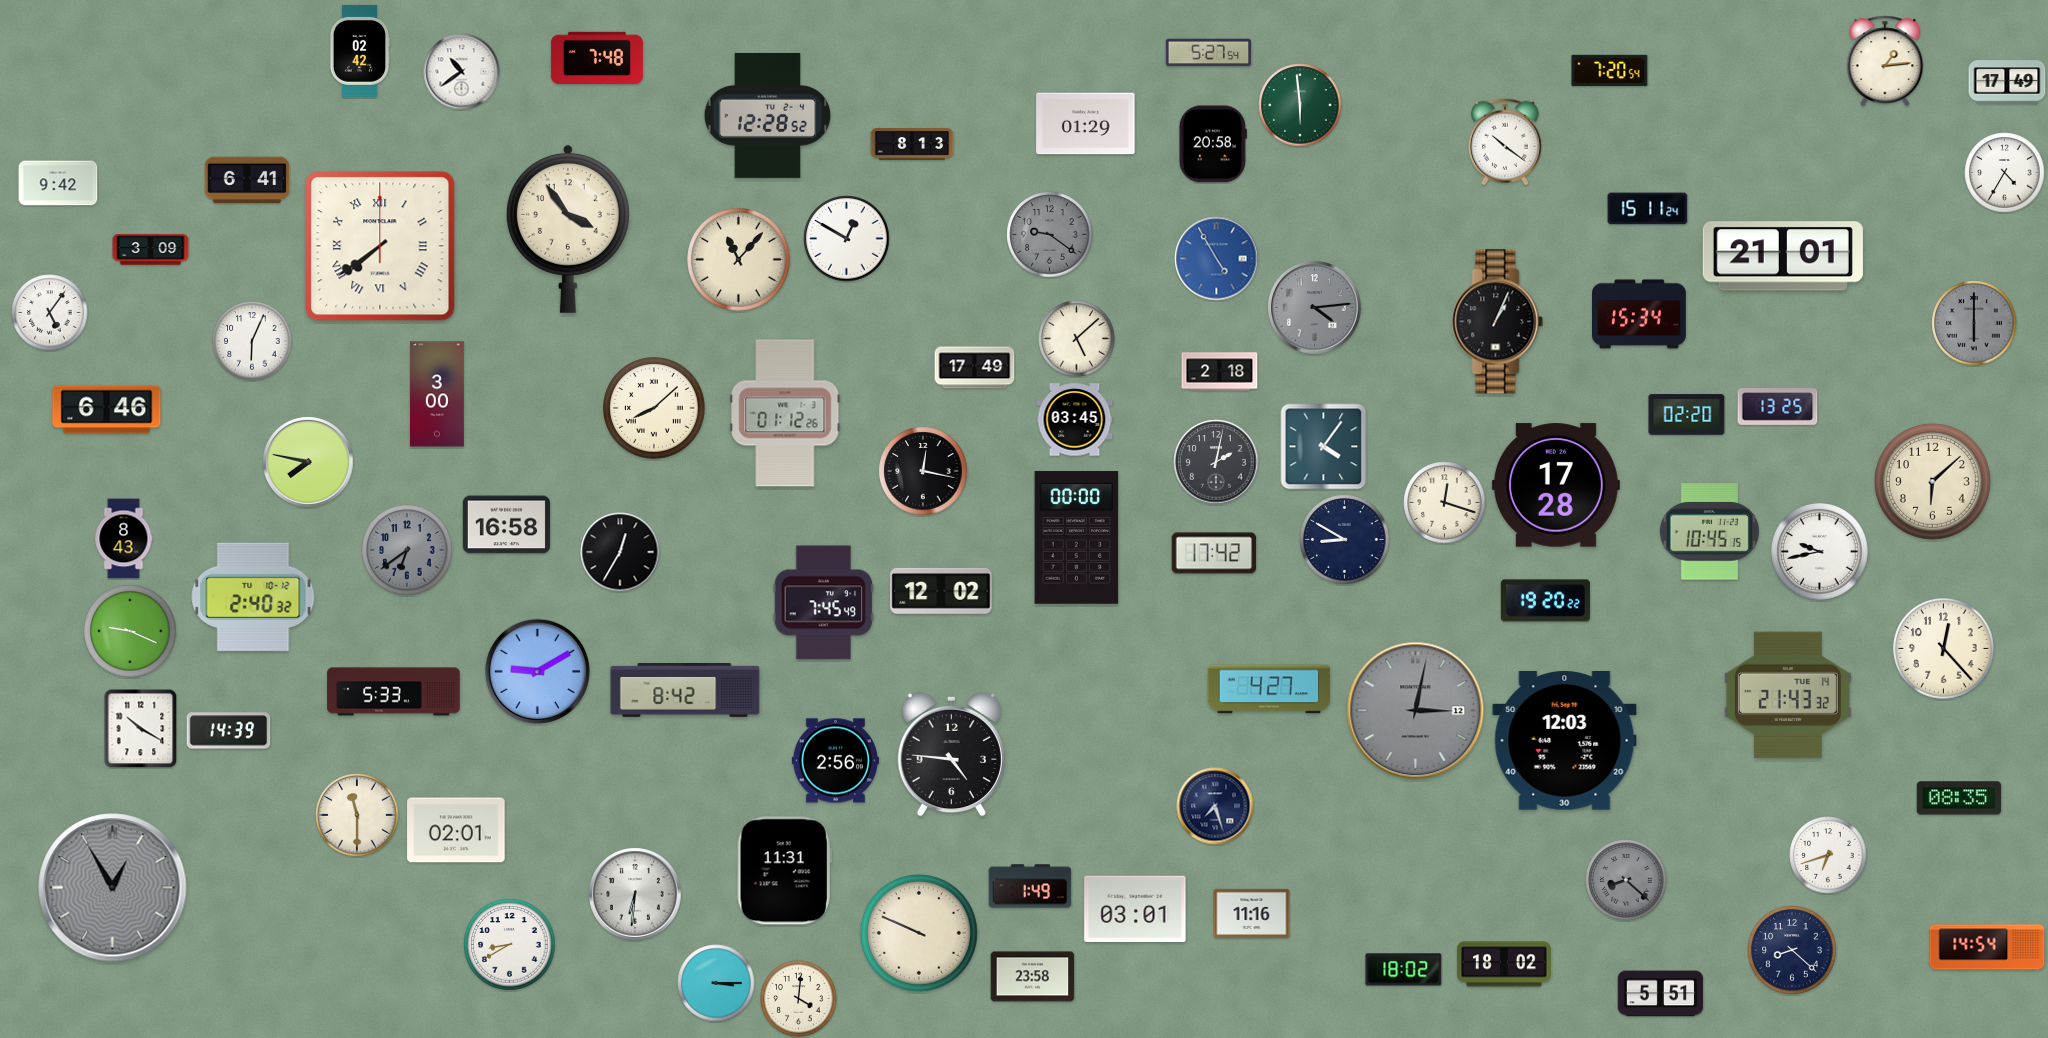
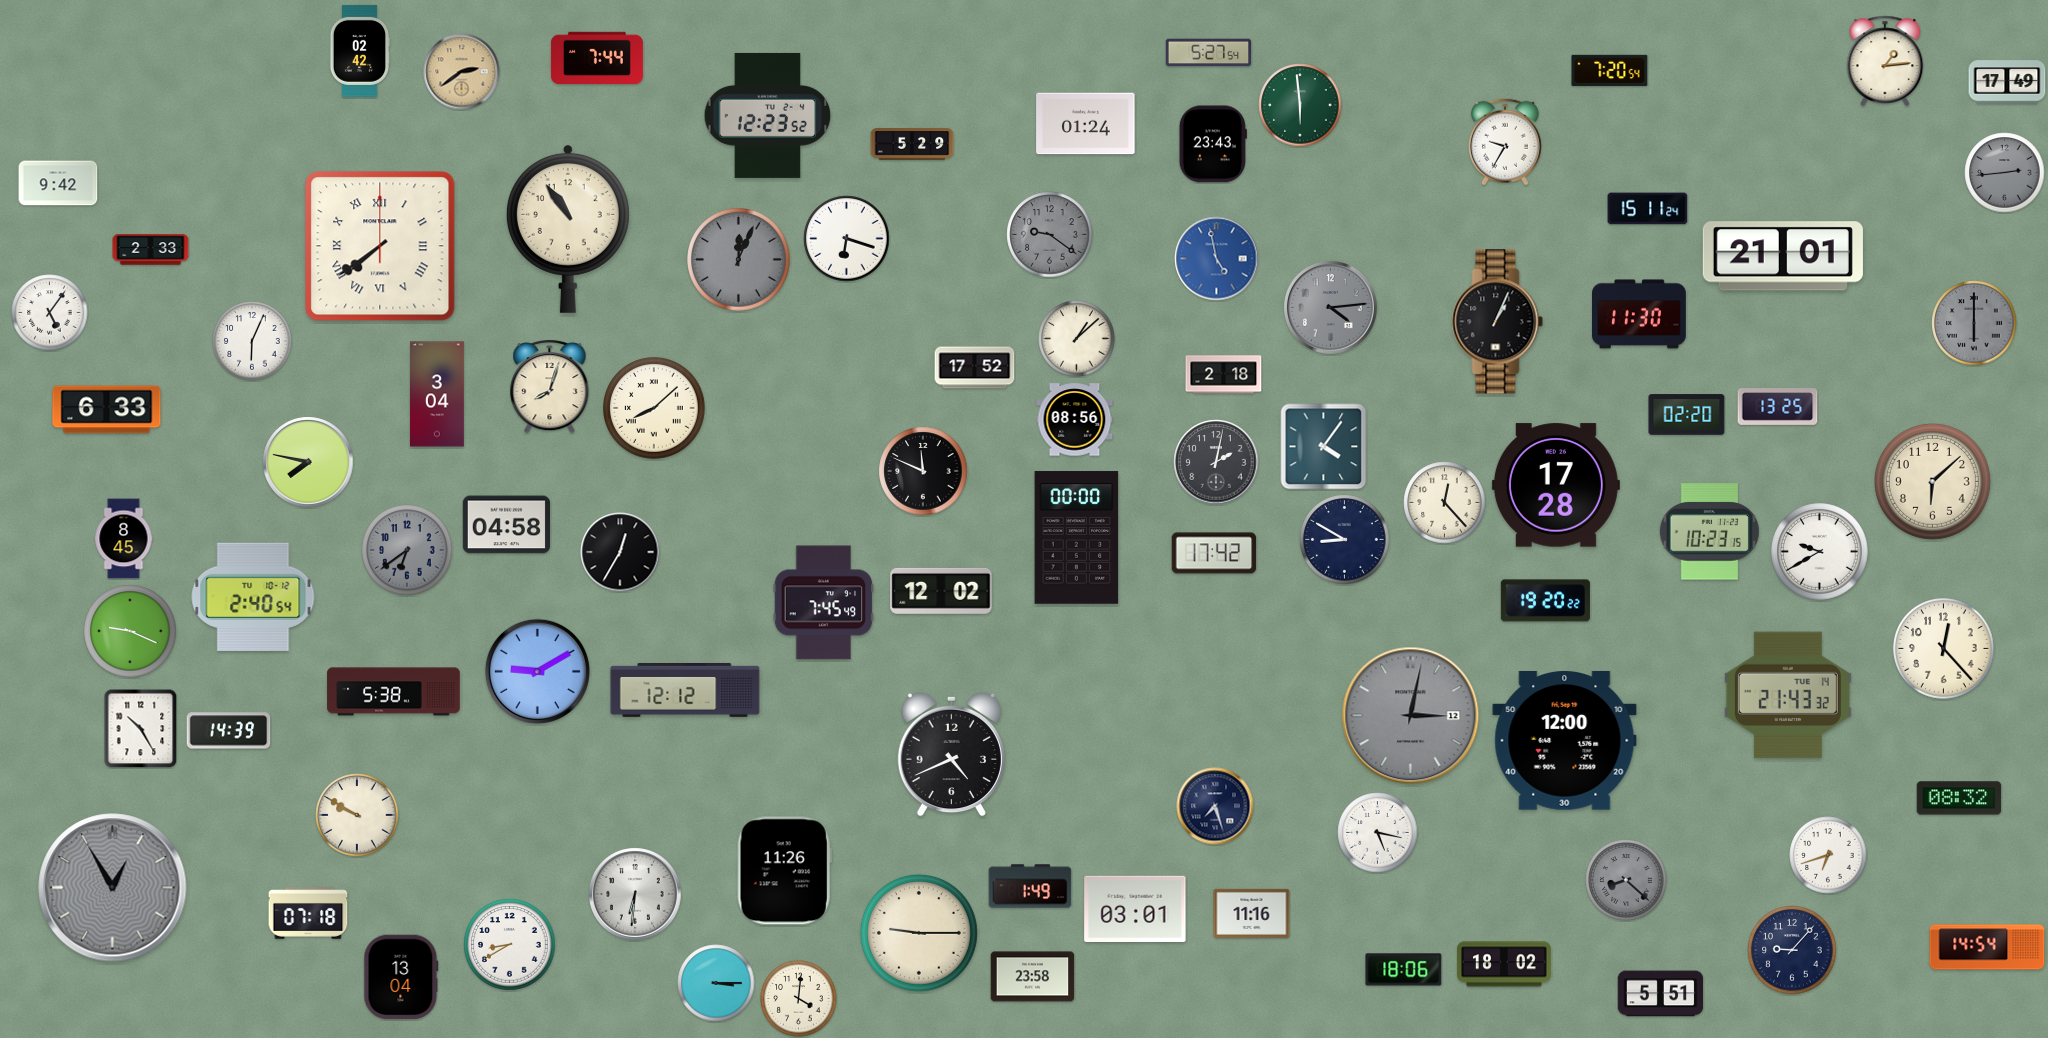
clock at (597, 57): 7:48 -> 7:44
clock at (462, 72): 10:39 -> 2:39
clock at (462, 72) dial: white -> champagne
clock at (768, 115): 12:28 -> 12:23
clock at (1086, 124): 01:29 -> 01:24
clock at (1505, 142): 10:21 -> 9:35
clock at (912, 144): 8:13 -> 5:29
clock at (1213, 144): 20:58 -> 23:43
clock at (2005, 173): 4:35 -> 2:44
clock at (2005, 173) dial: white -> grey
clock at (247, 180): 6:41 -> none
clock at (568, 228): 3:54 -> 10:54
clock at (847, 239): 12:50 -> 6:18
clock at (151, 250): 3:09 -> 2:33
clock at (1217, 259): 4:55 -> 4:58
clock at (739, 260): 11:07 -> 12:04
clock at (739, 260) dial: cream -> grey
clock at (1315, 308) position: (1315, 308) -> (1331, 308)
clock at (1640, 314): 15:34 -> 11:30
clock at (1077, 339): 5:08 -> 1:08
clock at (975, 368): 17:49 -> 17:52
clock at (1220, 372) position: (1220, 372) -> (1224, 375)
clock at (550, 386): none -> 8:03
clock at (437, 394): 3:00 -> 3:04
clock at (107, 410): 6:46 -> 6:33
clock at (785, 413): 01:12 -> none
clock at (1075, 420): 03:45 -> 08:56
clock at (923, 471): 12:17 -> 11:49
clock at (1445, 503): 12:18 -> 12:23
clock at (506, 525): 16:58 -> 04:58
clock at (1709, 532): 10:45 -> 10:23
clock at (124, 539): 8:43 -> 8:45
clock at (1820, 552): 9:43 -> 9:40
clock at (253, 596): 2:40:32 -> 2:40:54
clock at (1269, 689): 4:27 -> none
clock at (685, 691): 8:42 -> 12:12
clock at (394, 692): 5:33 -> 5:38
clock at (1416, 711) position: (1416, 711) -> (1411, 716)
clock at (141, 729): 10:20 -> 10:25
clock at (1565, 741): 12:03 -> 12:00
clock at (951, 754): 4:46 -> 4:41
clock at (835, 761): 2:56 -> none
clock at (1959, 798): 08:35 -> 08:32
clock at (357, 815): 11:30 -> 9:50
clock at (456, 830): 02:01 -> none
clock at (1378, 833): none -> 5:17
clock at (784, 871): 11:31 -> 11:26
clock at (308, 913): none -> 07:18
clock at (919, 933): 9:49 -> 9:15
clock at (1792, 950): 8:22 -> 9:07
clock at (1404, 970): 18:02 -> 18:06
clock at (401, 977): none -> 13:04
